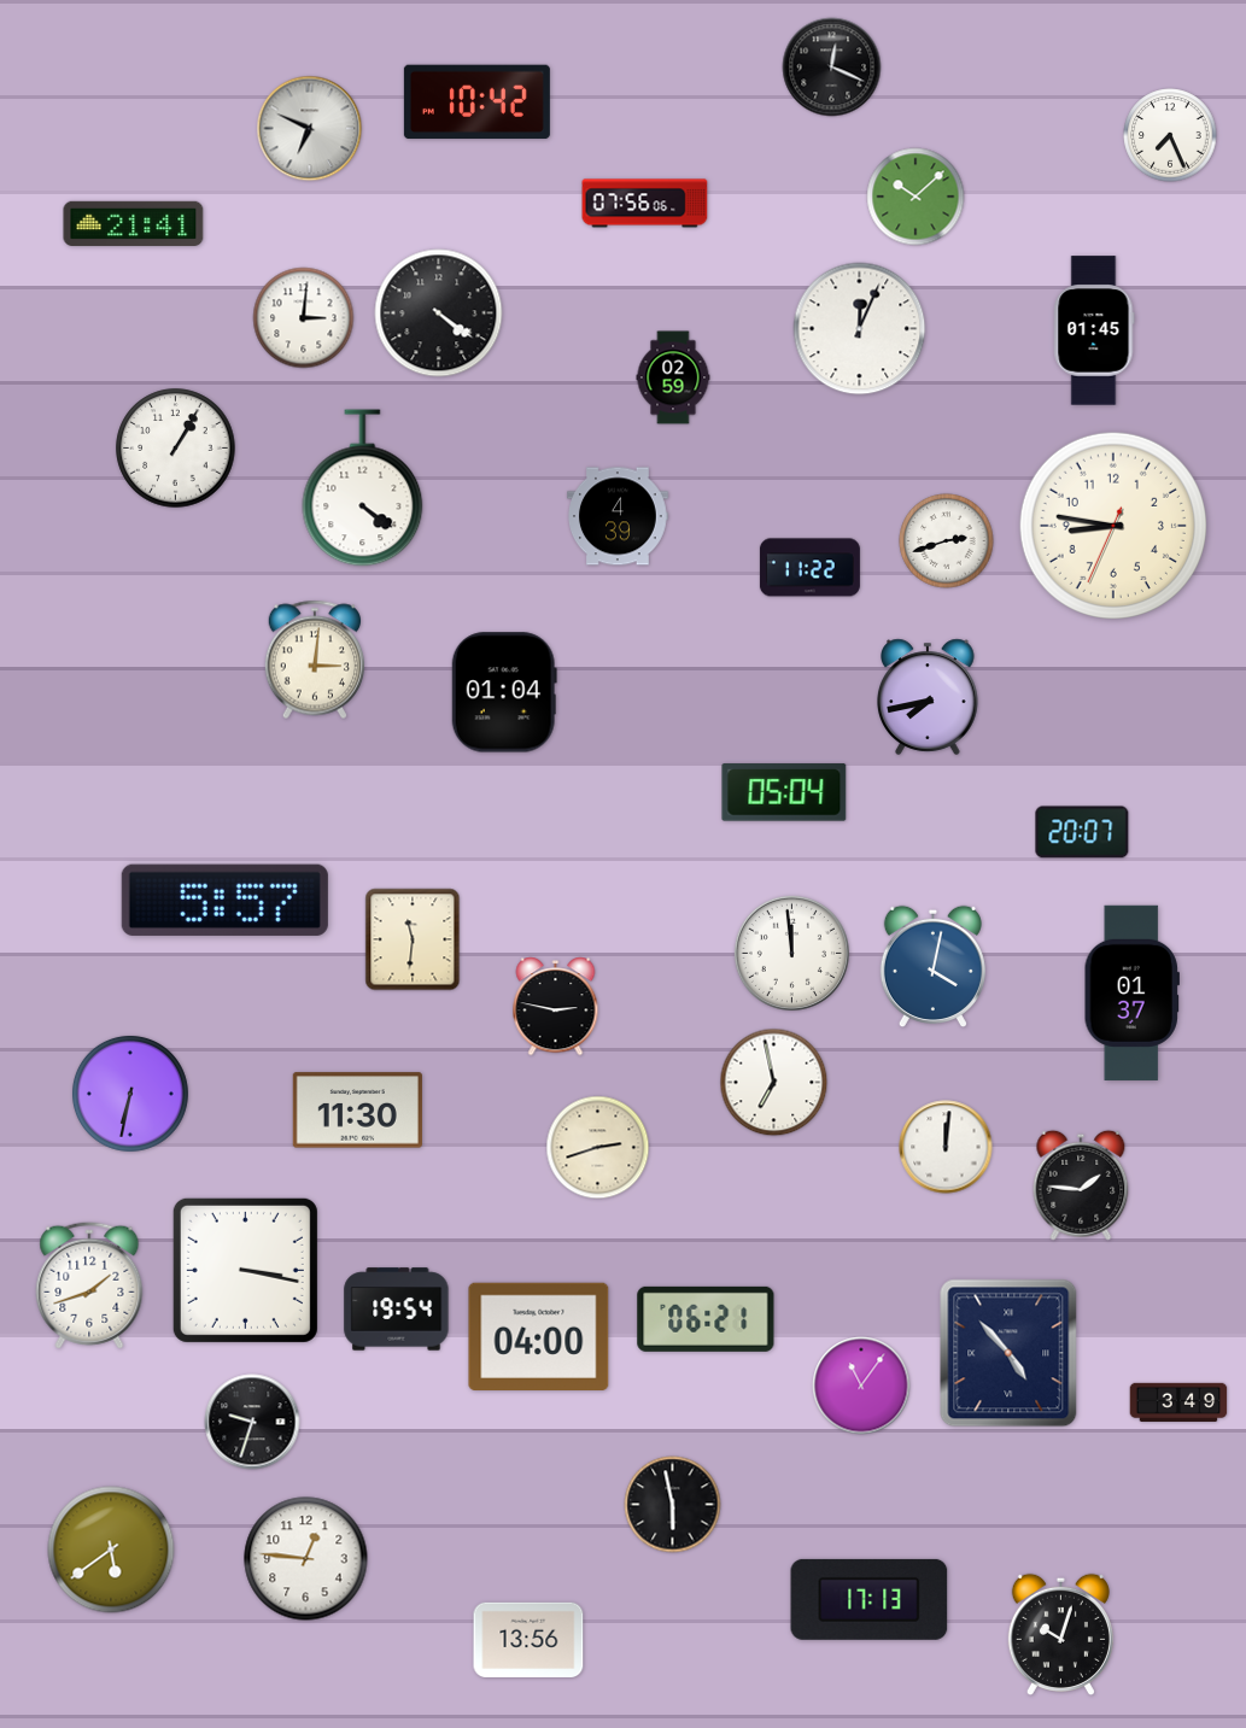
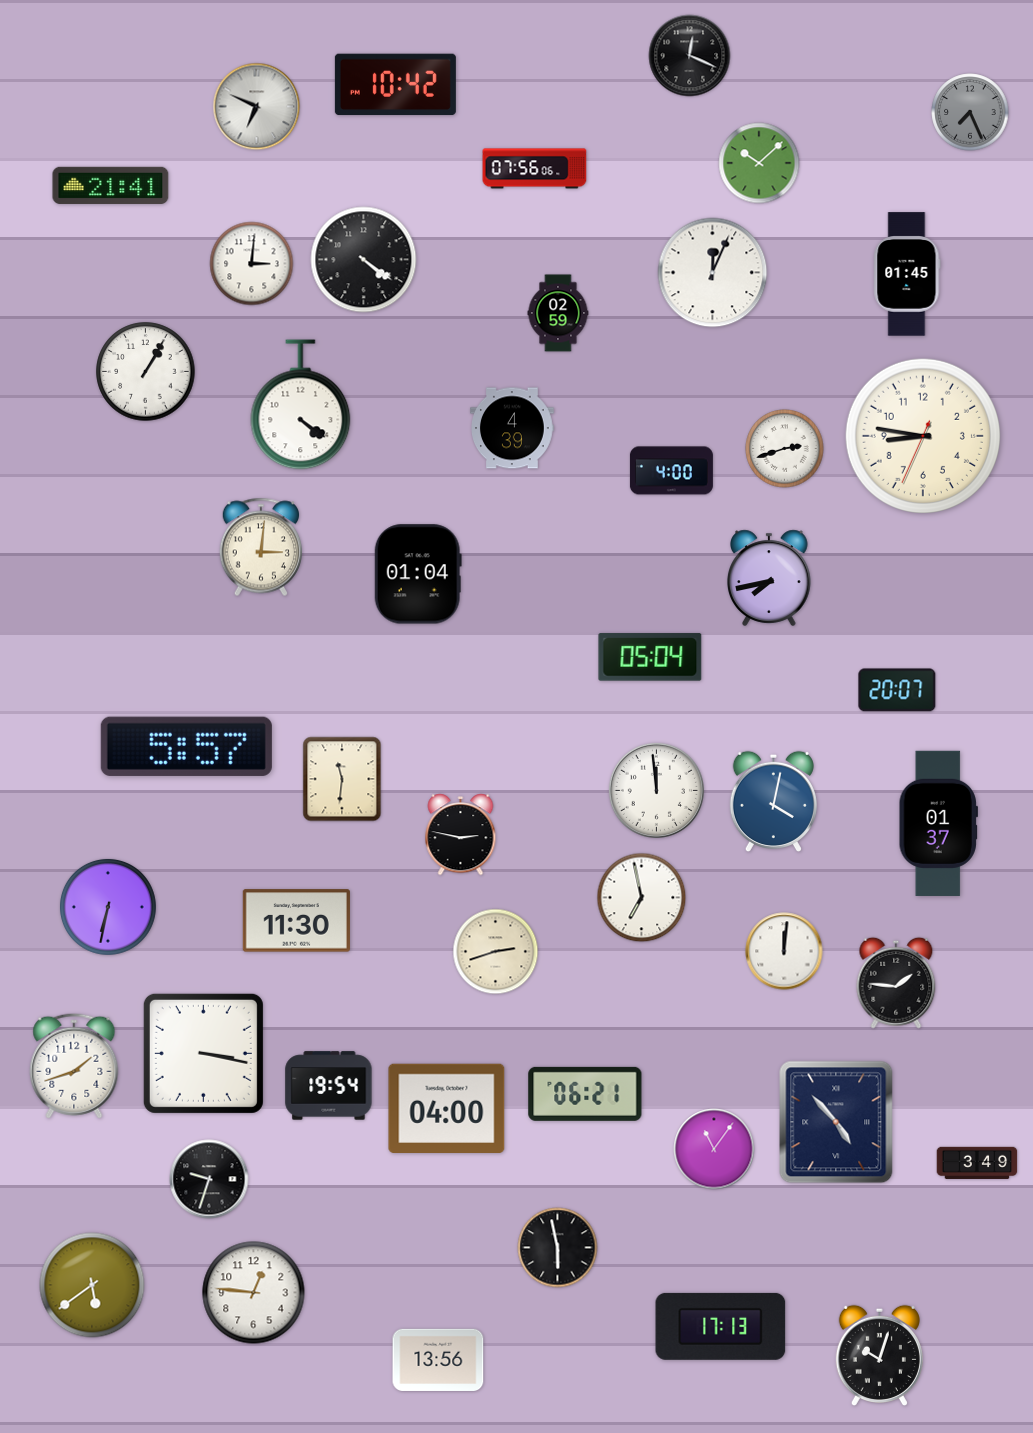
clock at (1170, 135) dial: white -> grey
clock at (809, 568): 11:22 -> 4:00
